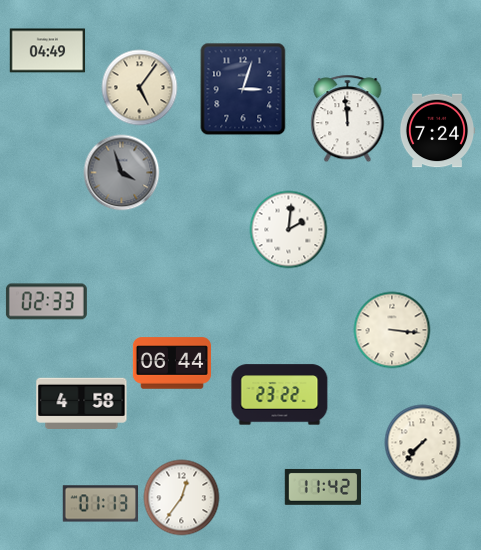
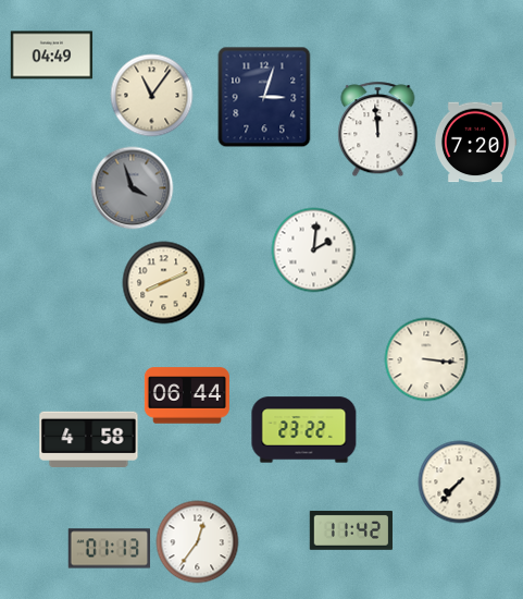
clock at (140, 88): 5:06 -> 11:06
clock at (437, 131): 7:24 -> 7:20
clock at (164, 283): none -> 8:11
clock at (46, 302): 02:33 -> none
